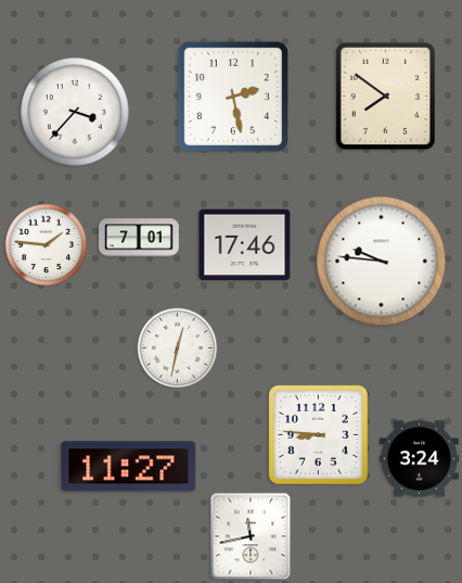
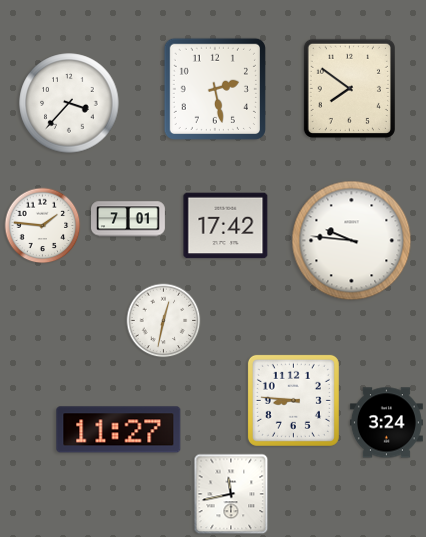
clock at (385, 96) position: (385, 96) -> (349, 88)
clock at (245, 245): 17:46 -> 17:42
